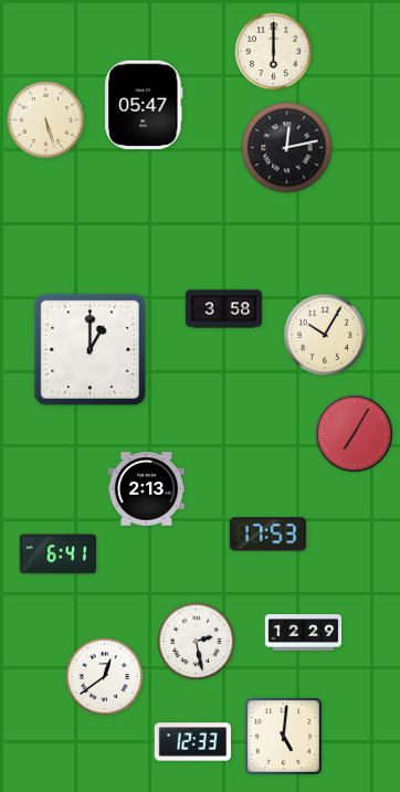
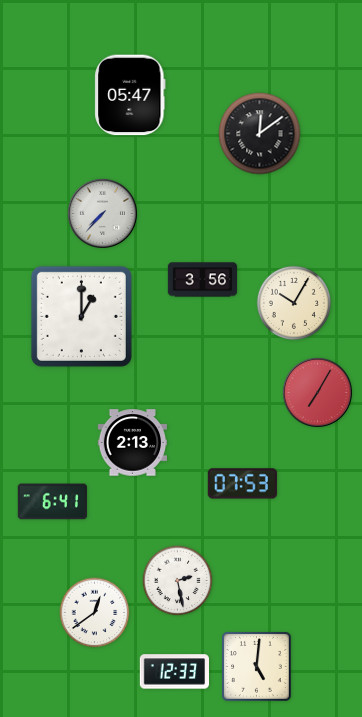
clock at (274, 52): 6:00 -> none
clock at (46, 120): 5:27 -> none
clock at (287, 148): 12:13 -> 12:09
clock at (102, 213): none -> 7:37
clock at (224, 309): 3:58 -> 3:56
clock at (354, 433) position: (354, 433) -> (317, 392)
clock at (267, 535): 17:53 -> 07:53
clock at (304, 633): 12:29 -> none
